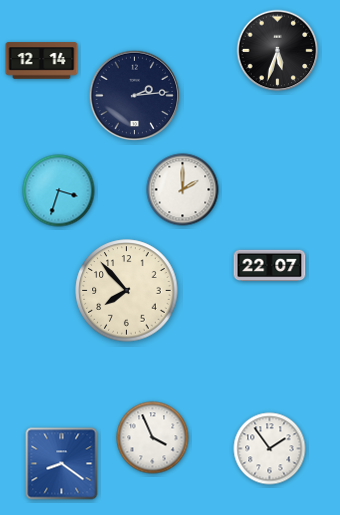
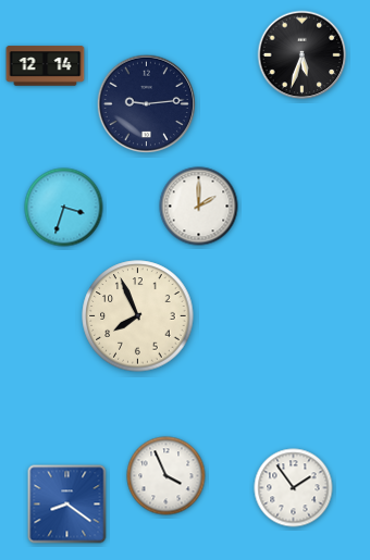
clock at (134, 95): 2:14 -> 9:14
clock at (270, 266): 22:07 -> none
clock at (127, 291): 7:53 -> 7:56
